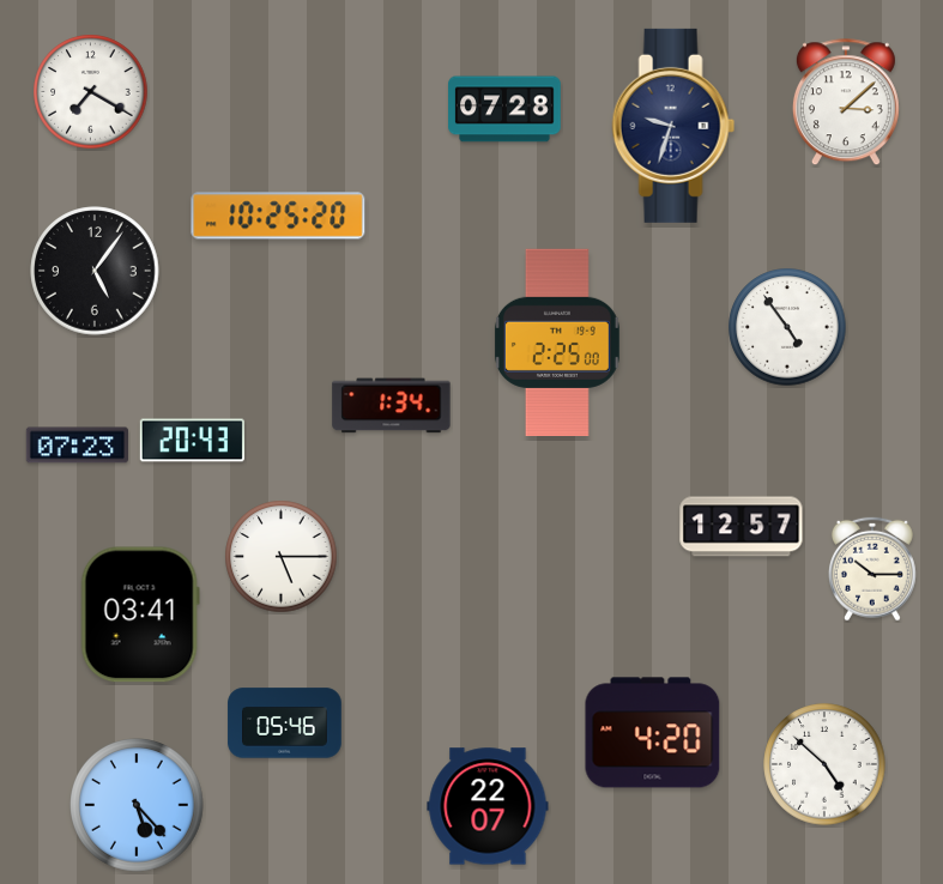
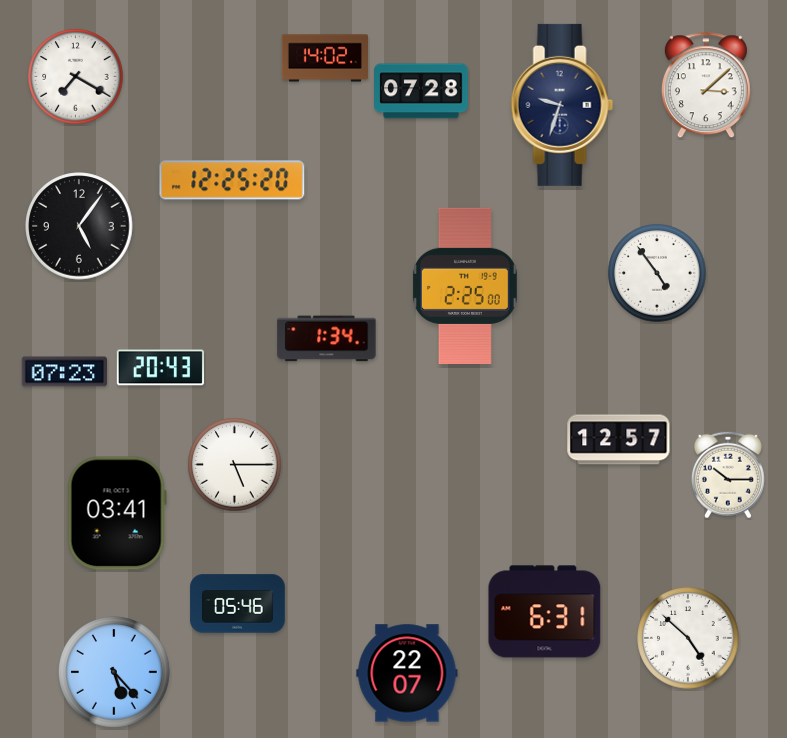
clock at (324, 58): none -> 14:02
clock at (278, 216): 10:25 -> 12:25
clock at (653, 733): 4:20 -> 6:31
